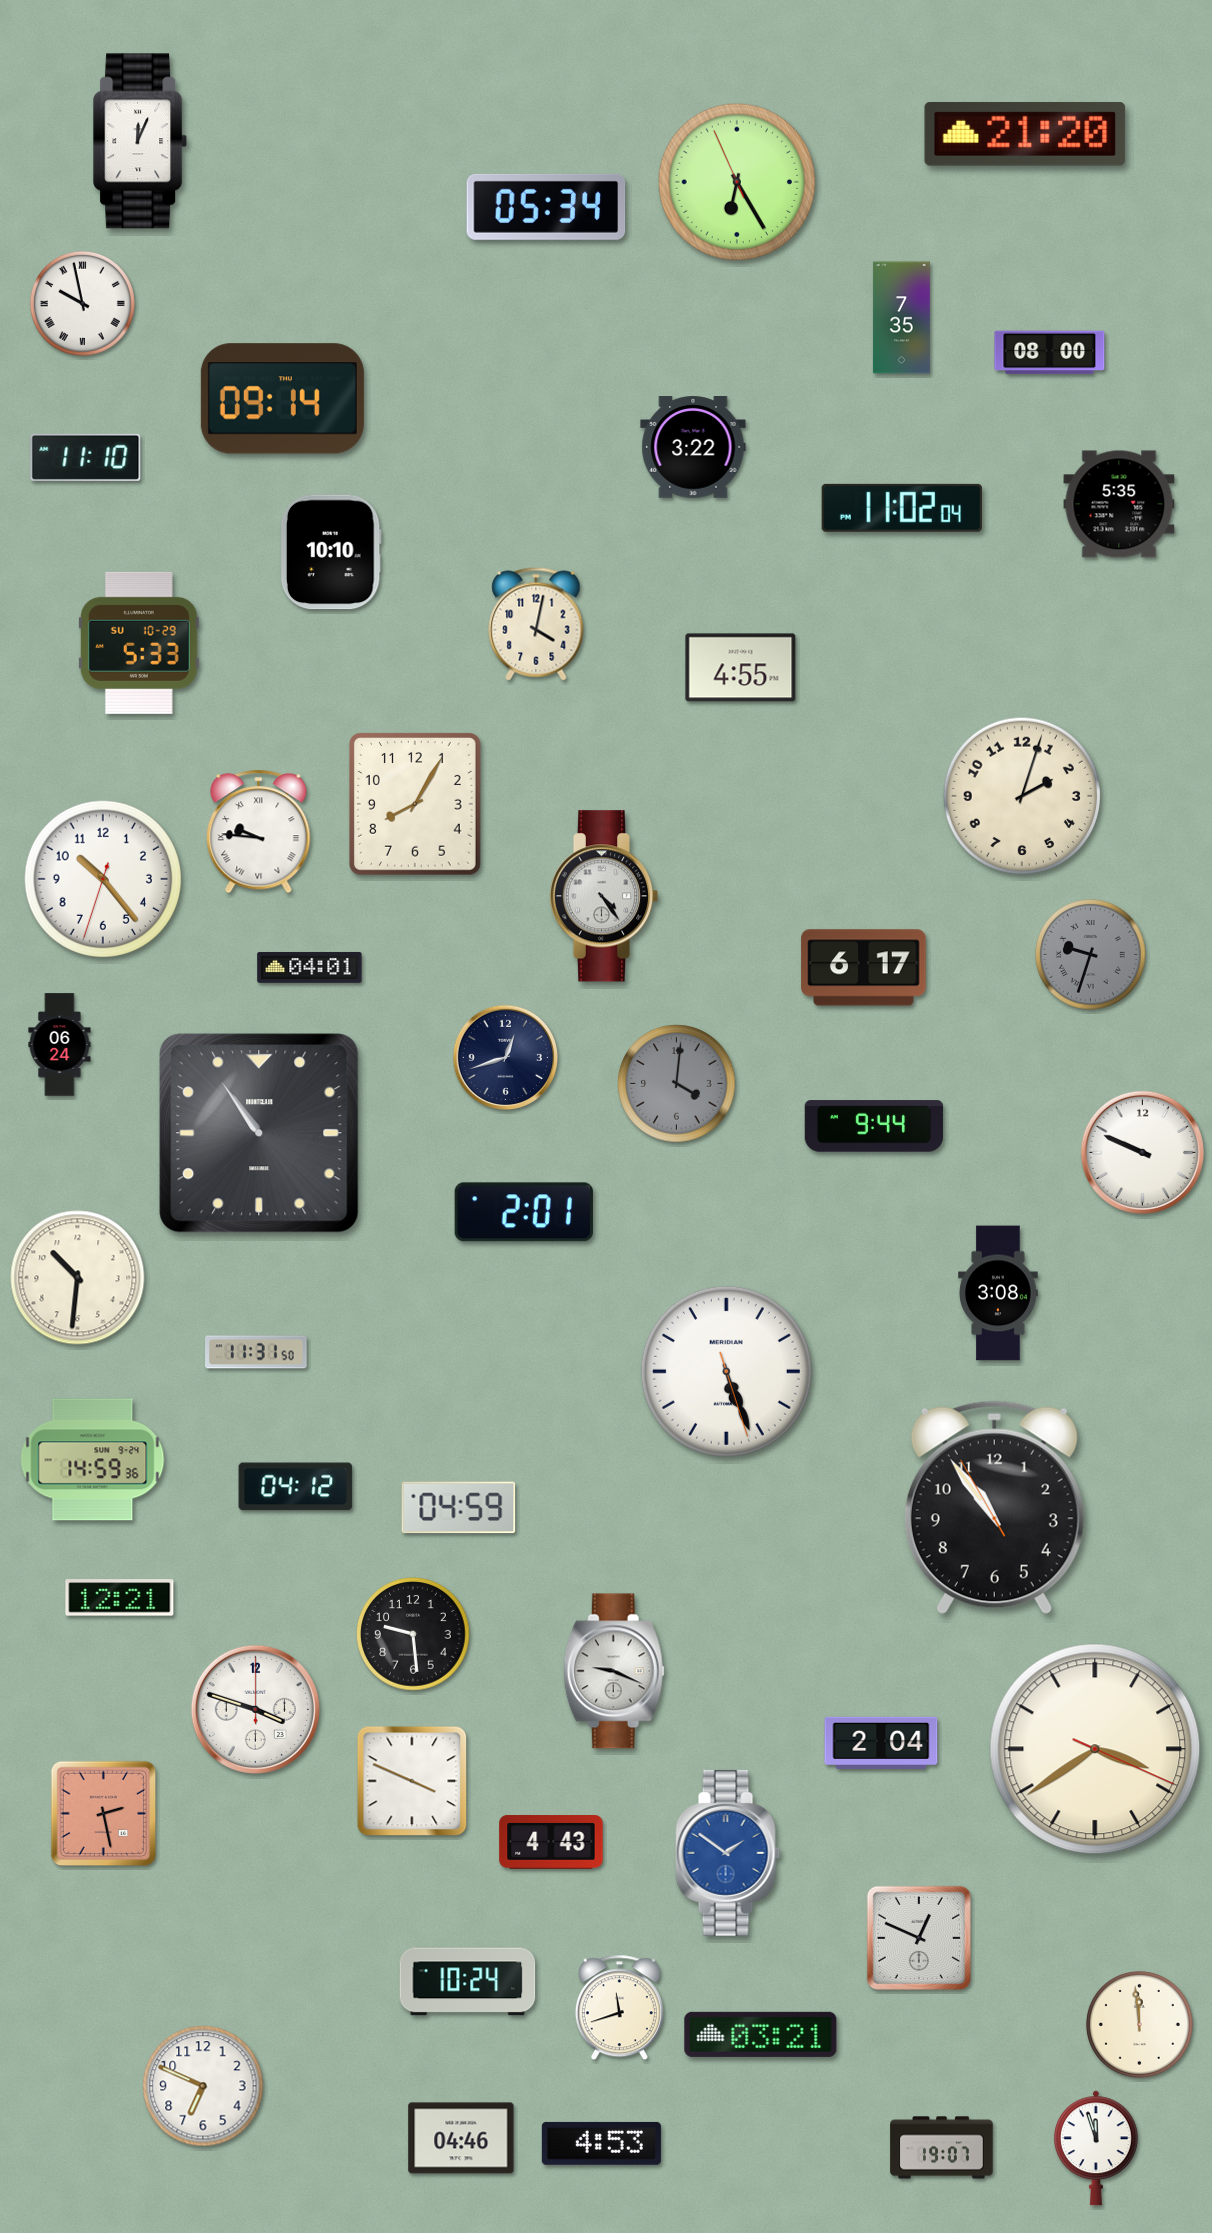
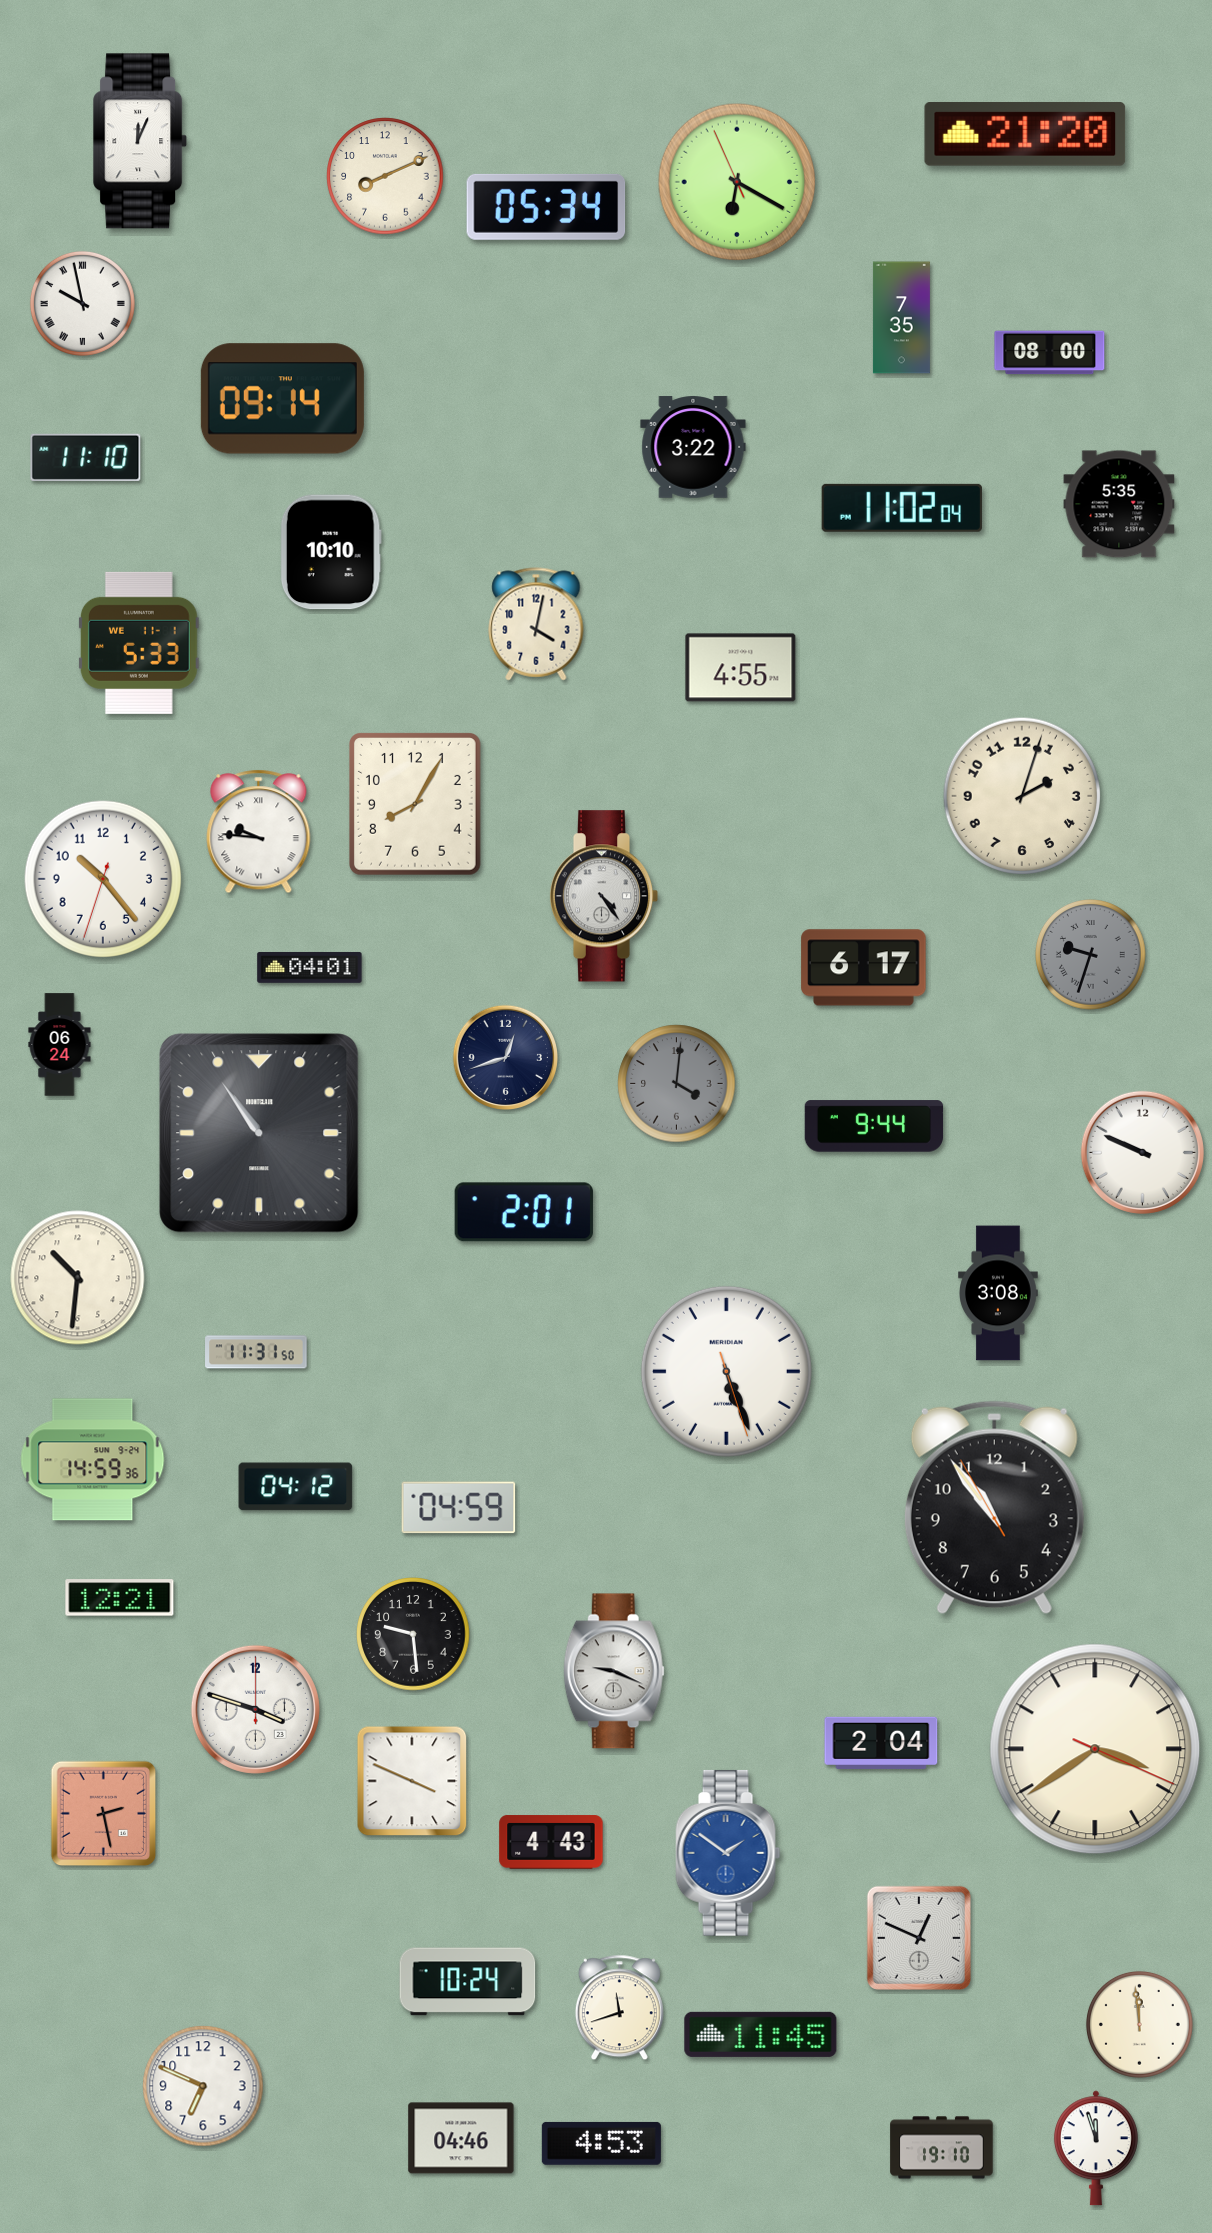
clock at (385, 176): none -> 8:11
clock at (737, 182): 6:24 -> 6:19
clock at (139, 643) date: SU 10-29 -> WE 11-1
clock at (761, 2034): 03:21 -> 11:45
clock at (942, 2148): 19:07 -> 19:10
